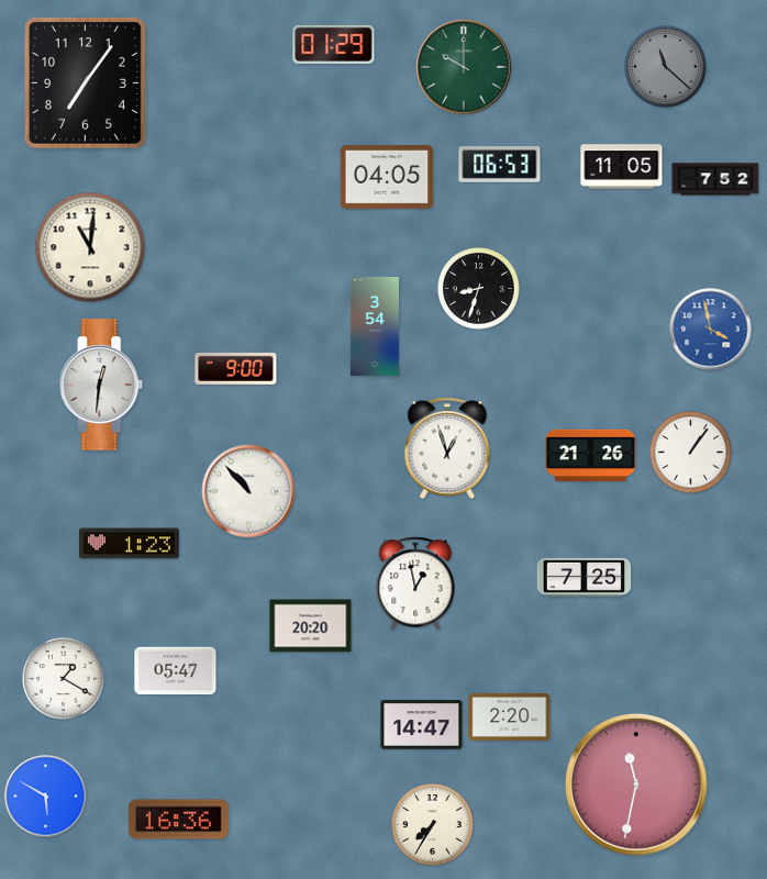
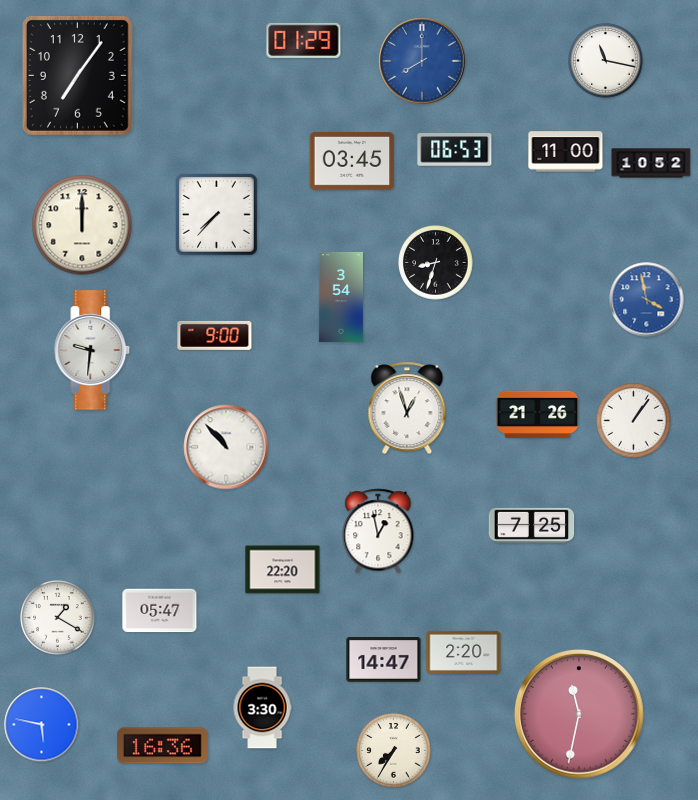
clock at (464, 67): 10:00 -> 8:00
clock at (464, 67) dial: green -> blue
clock at (666, 67): 11:22 -> 11:17
clock at (666, 67) dial: grey -> white
clock at (622, 167): 11:05 -> 11:00
clock at (387, 178): 04:05 -> 03:45
clock at (715, 179): 7:52 -> 10:52
clock at (217, 215): none -> 7:37
clock at (90, 247): 11:01 -> 12:00
clock at (101, 385): 12:31 -> 9:31
clock at (691, 453) position: (691, 453) -> (634, 421)
clock at (130, 544): 1:23 -> none
clock at (311, 626): 20:20 -> 22:20
clock at (262, 708): none -> 3:30
clock at (46, 797): 5:50 -> 5:47
